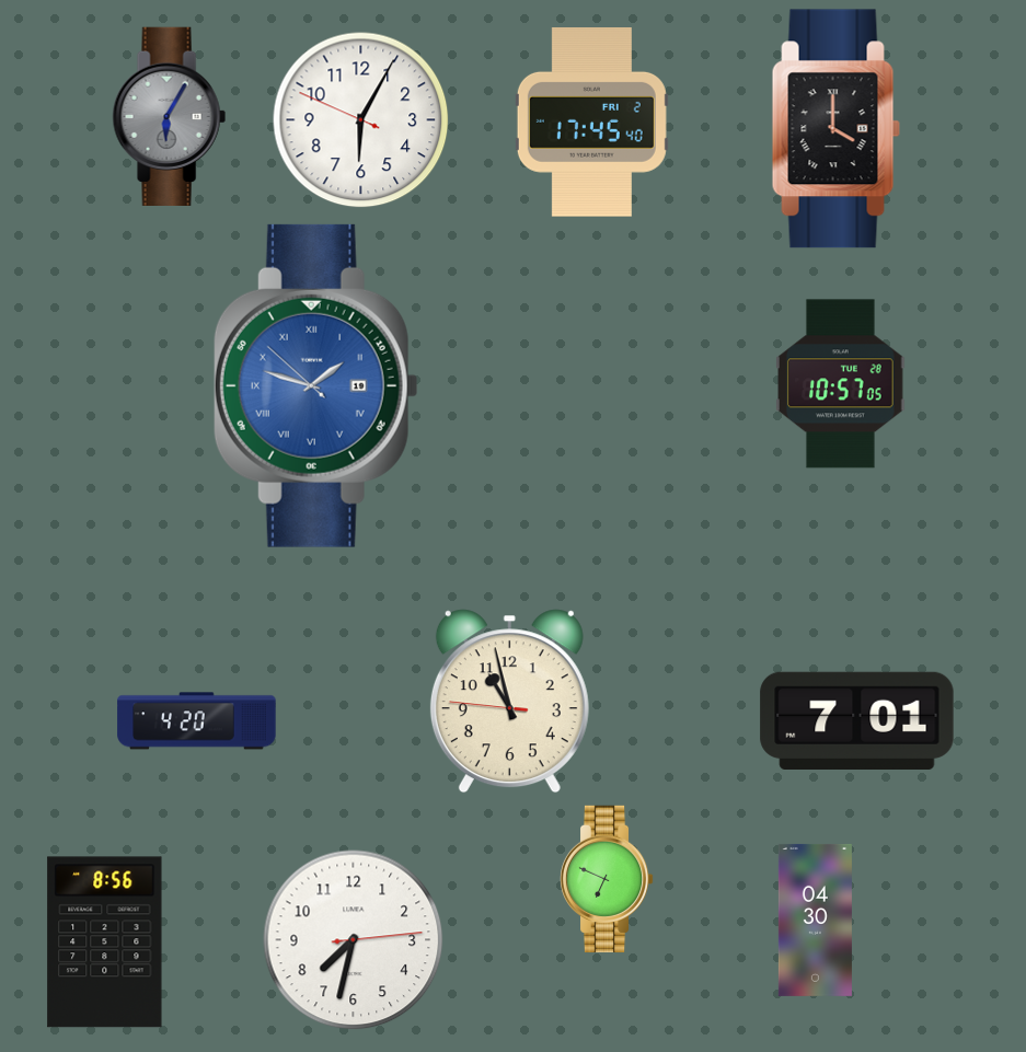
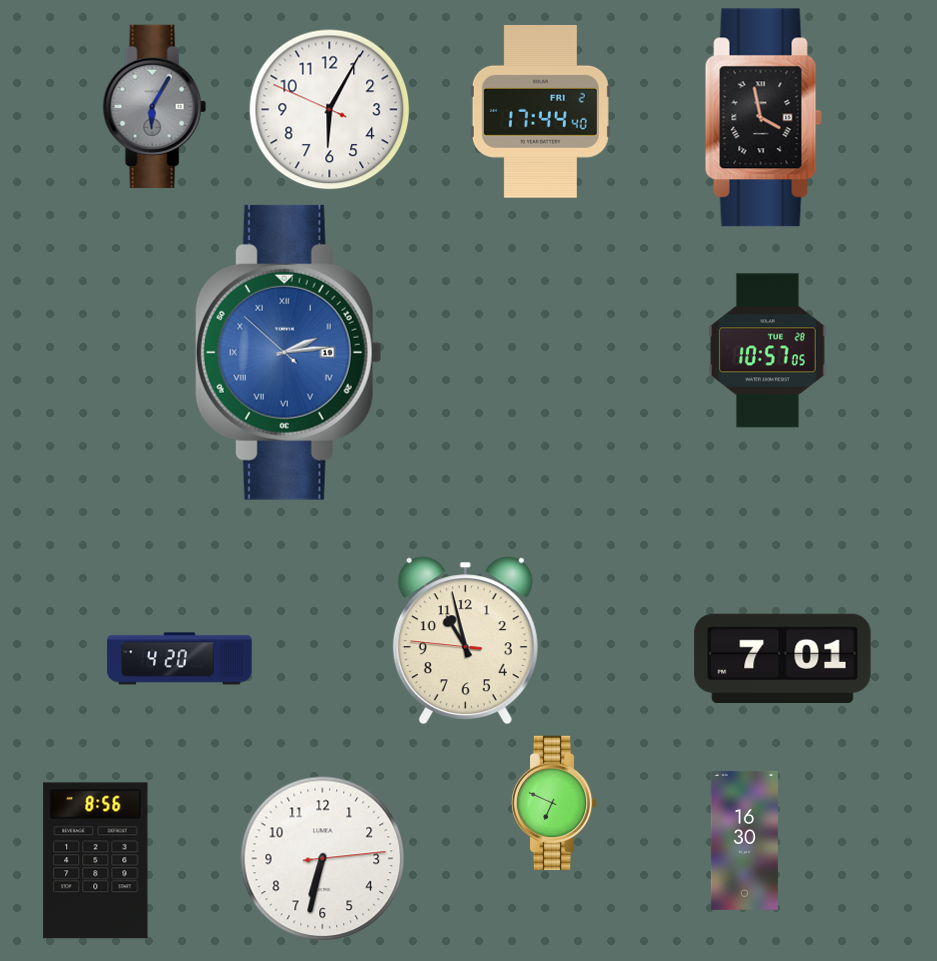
clock at (591, 122): 17:45 -> 17:44
clock at (835, 129): 4:00 -> 3:58
clock at (315, 385): 1:47 -> 2:13
clock at (815, 920): 04:30 -> 16:30
clock at (354, 940): 7:32 -> 6:32
